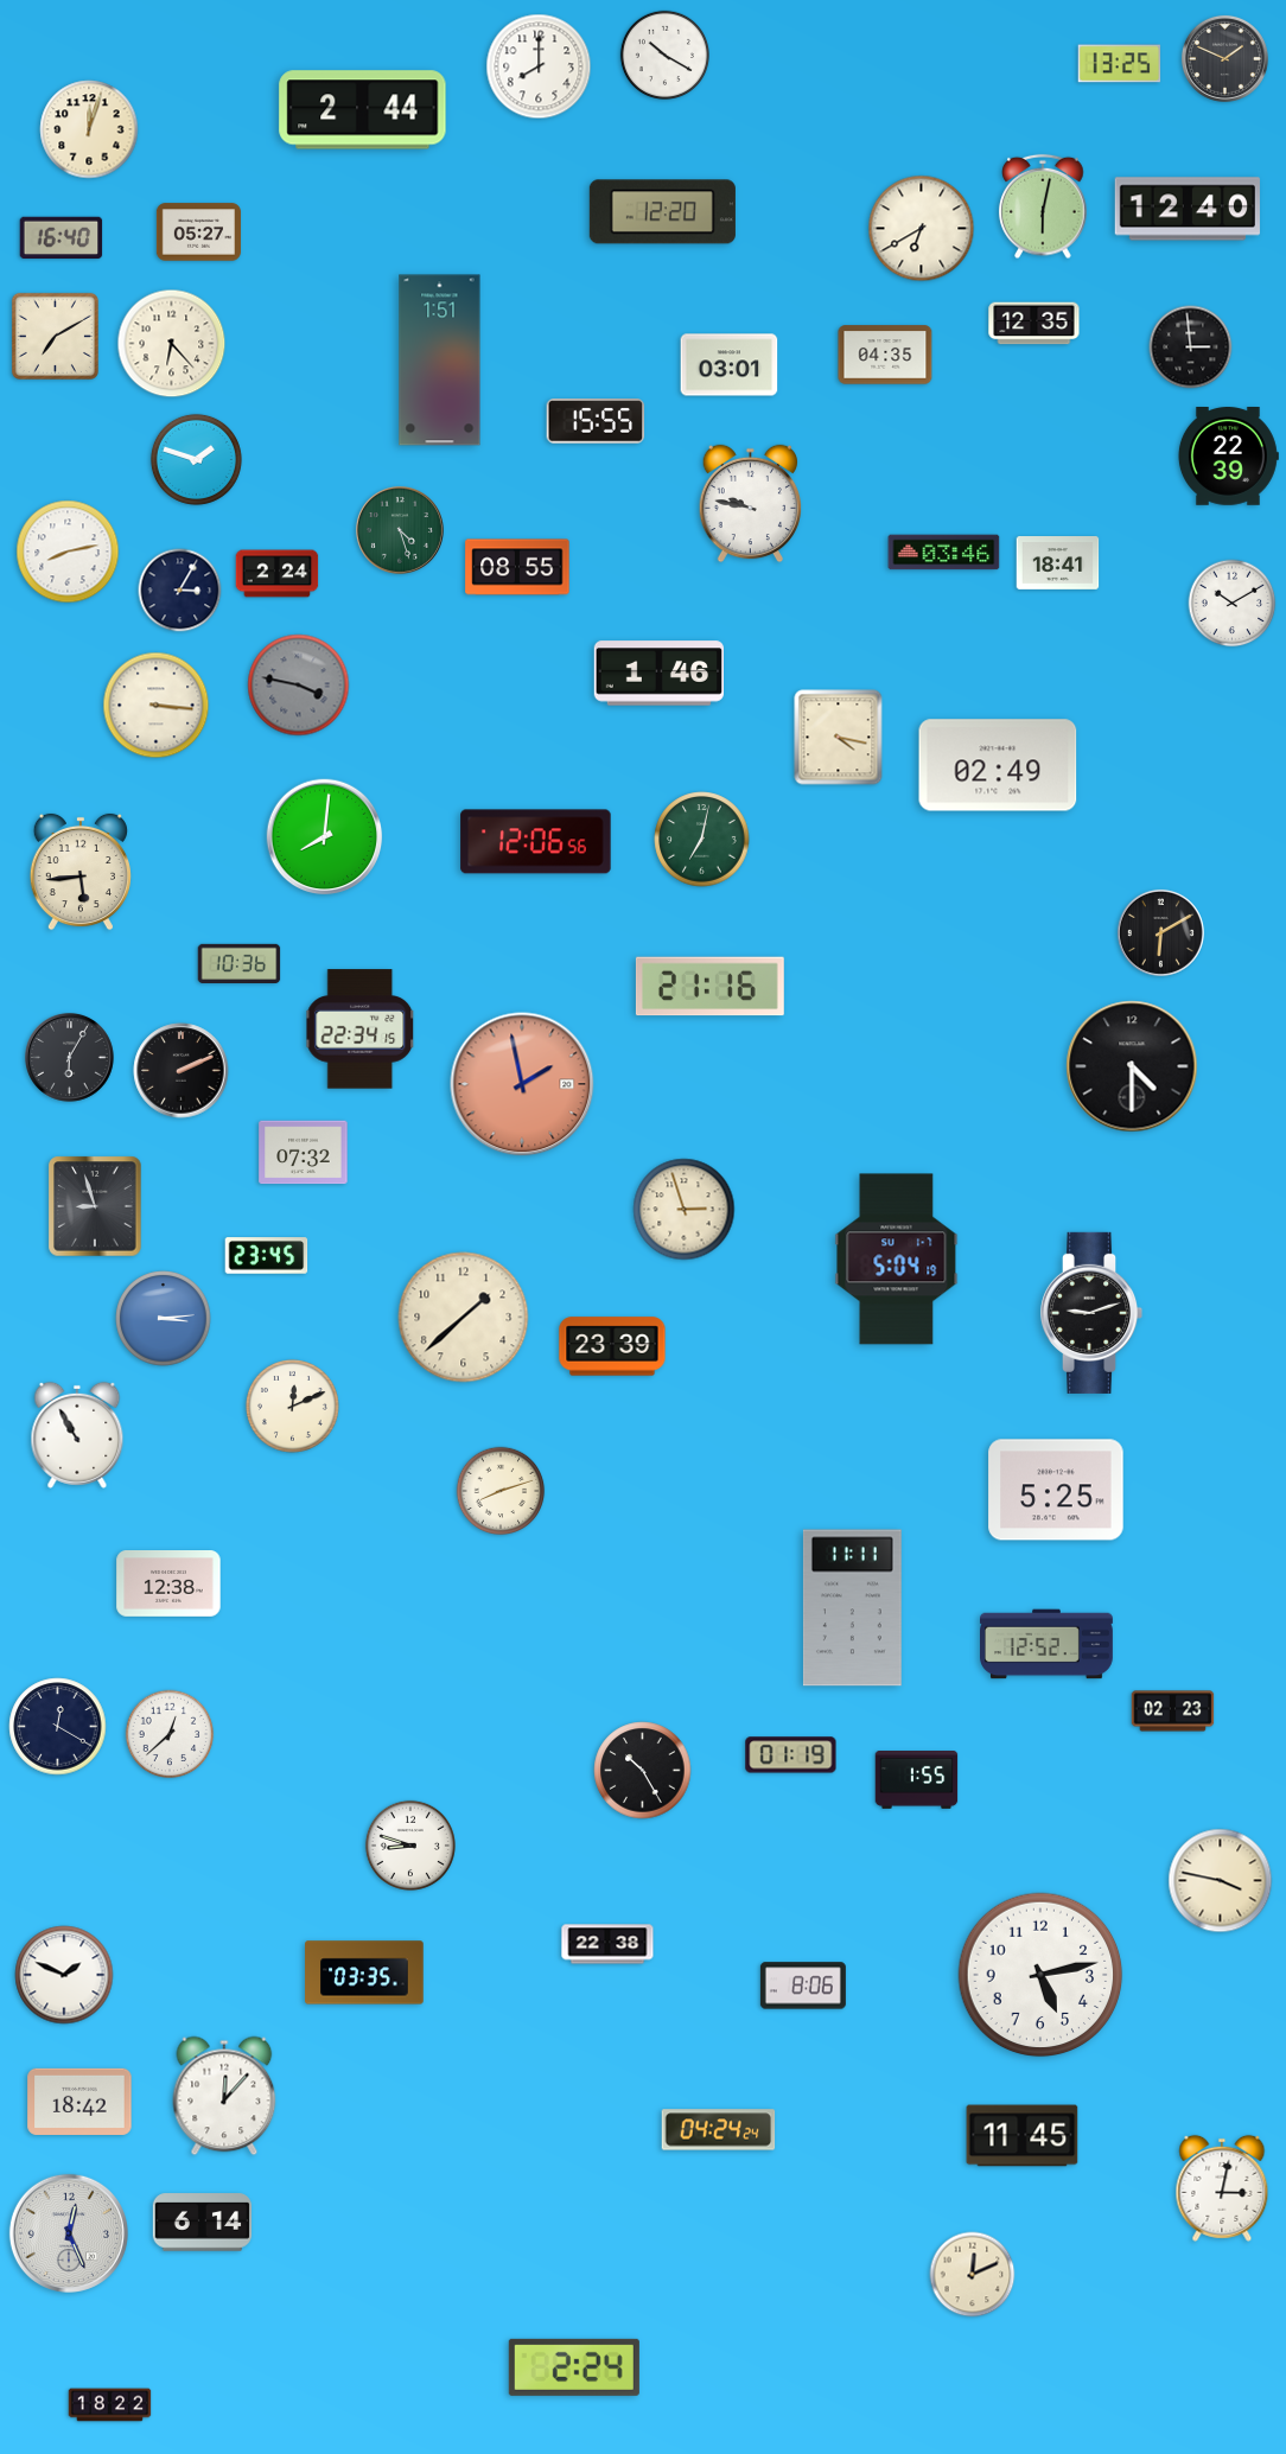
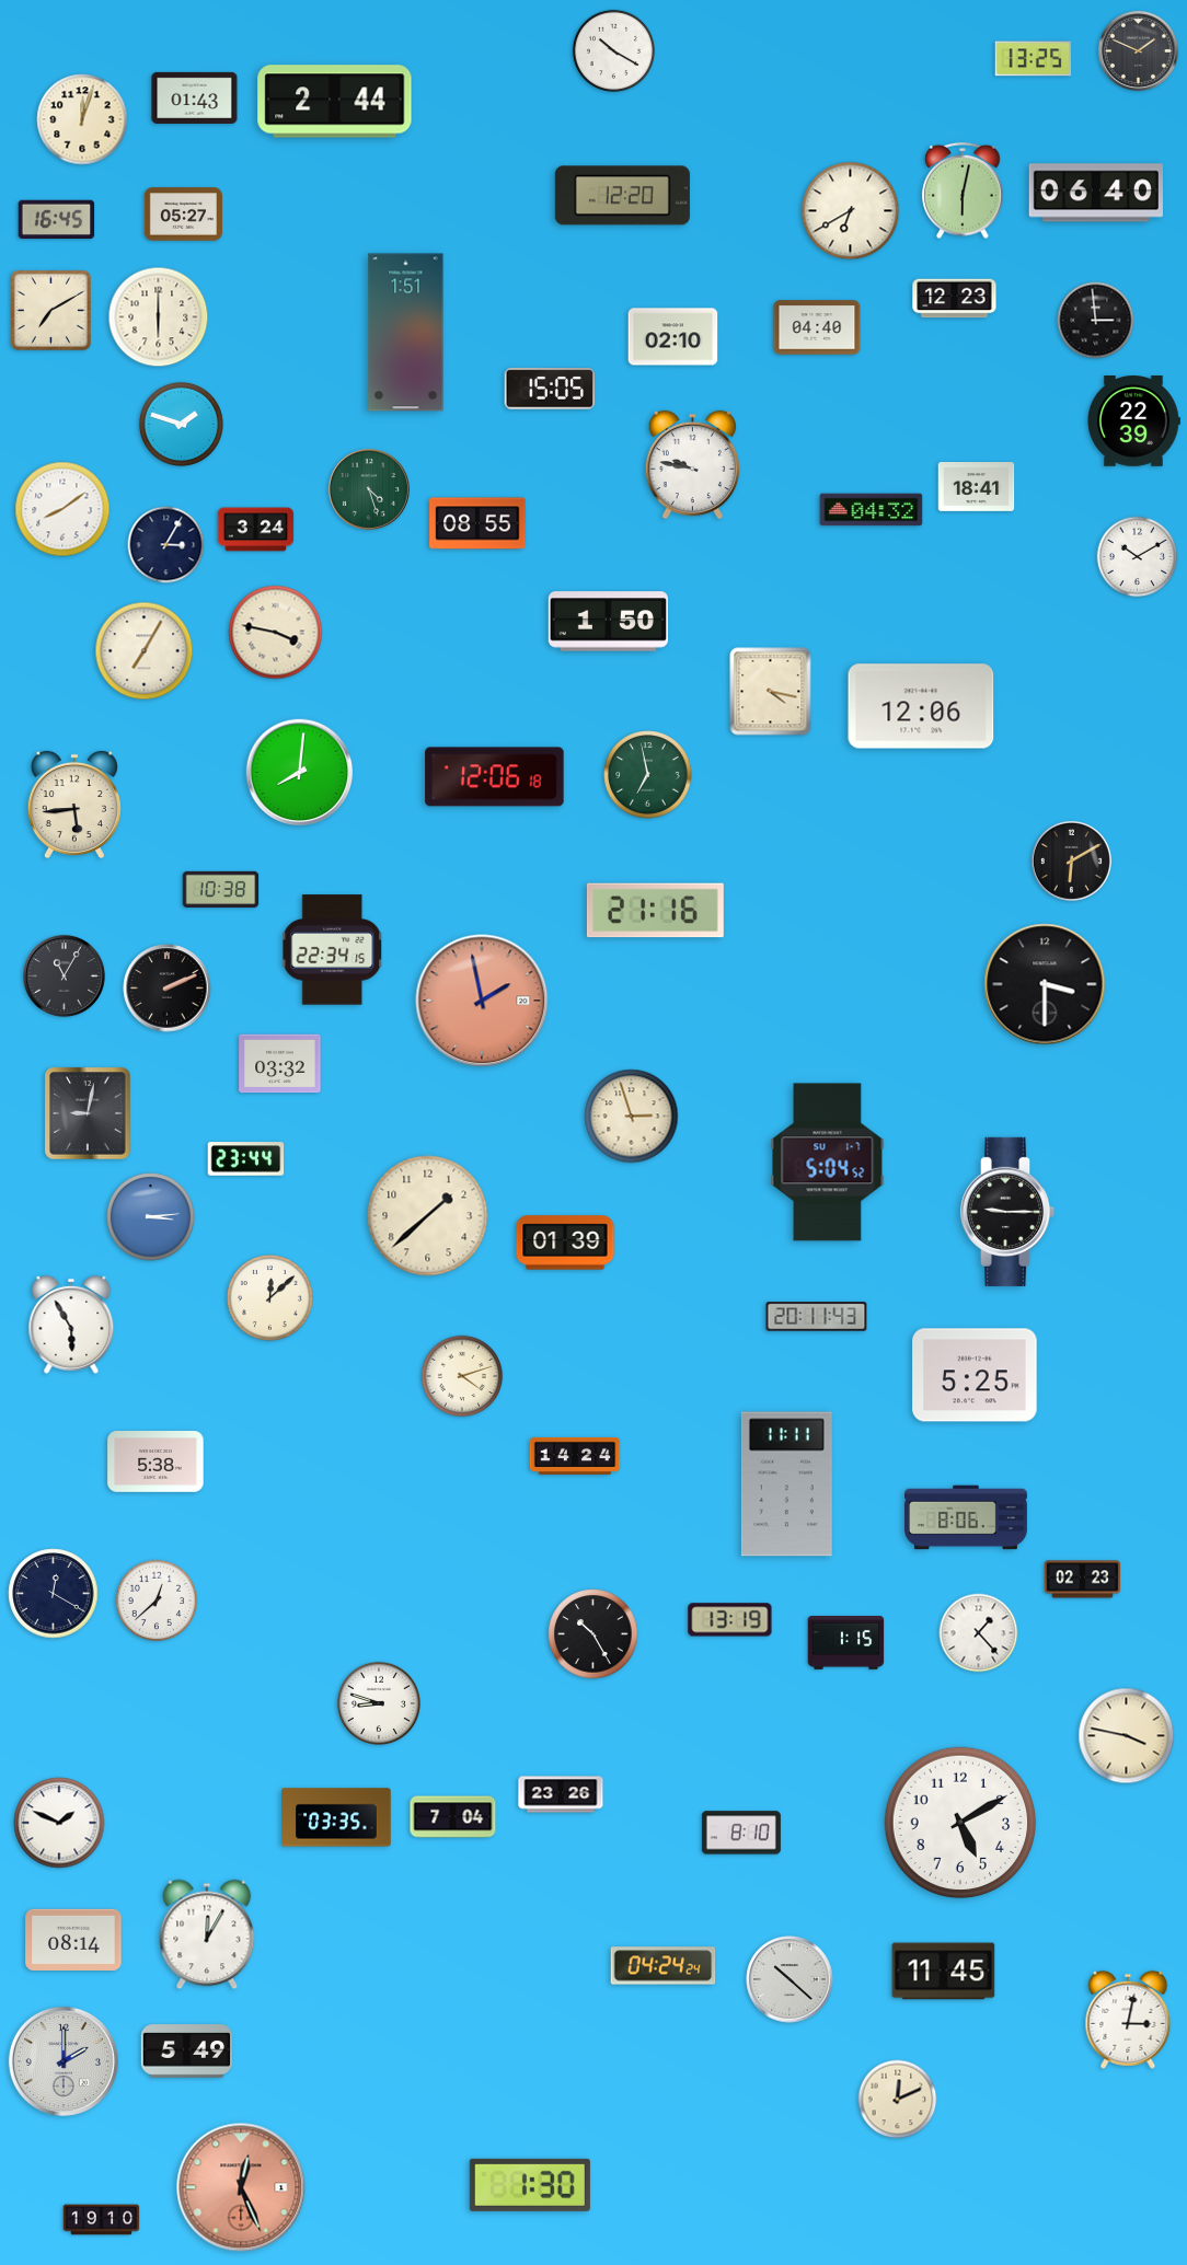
clock at (1224, 58) position: (1224, 58) -> (1138, 50)
clock at (539, 66): 8:00 -> none
clock at (195, 97): none -> 01:43
clock at (1186, 209): 12:40 -> 06:40
clock at (662, 212) position: (662, 212) -> (622, 196)
clock at (62, 238): 16:40 -> 16:45
clock at (1034, 324): 12:35 -> 12:23
clock at (172, 344): 6:23 -> 6:00
clock at (1191, 348) position: (1191, 348) -> (1096, 321)
clock at (885, 355): 04:35 -> 04:40
clock at (730, 365): 03:01 -> 02:10
clock at (596, 421): 15:55 -> 15:05
clock at (68, 552): 8:13 -> 8:09
clock at (944, 553): 03:46 -> 04:32
clock at (1058, 563) position: (1058, 563) -> (977, 487)
clock at (278, 574): 2:24 -> 3:24
clock at (658, 674): 1:46 -> 1:50
clock at (299, 686) dial: grey -> cream
clock at (157, 706): 3:16 -> 7:05
clock at (839, 738) position: (839, 738) -> (771, 692)
clock at (998, 765): 02:49 -> 12:06
clock at (702, 840): 7:02 -> 6:58
clock at (536, 842): 12:06:56 -> 12:06:18
clock at (240, 963): 10:36 -> 10:38
clock at (70, 1058): 6:05 -> 11:05
clock at (1132, 1066): 4:30 -> 3:30
clock at (304, 1153): 07:32 -> 03:32
clock at (95, 1206): 8:57 -> 9:02
clock at (267, 1256): 23:45 -> 23:44
clock at (897, 1260): 5:04:19 -> 5:04:52
clock at (1091, 1313): 9:12 -> 9:15
clock at (612, 1346): 23:39 -> 01:39
clock at (292, 1406): 12:11 -> 12:08
clock at (817, 1317): none -> 20:11
clock at (77, 1435): 10:55 -> 5:55
clock at (501, 1491): 8:12 -> 4:12
clock at (575, 1456): none -> 14:24
clock at (168, 1585): 12:38 -> 5:38
clock at (1048, 1644): 12:52 -> 8:06
clock at (791, 1755): 01:19 -> 13:19
clock at (979, 1633): none -> 1:23
clock at (917, 1780): 1:55 -> 1:15
clock at (607, 1944): 22:38 -> 23:26
clock at (453, 1817): none -> 7:04
clock at (364, 1972) position: (364, 1972) -> (336, 1817)
clock at (1040, 1975): 5:13 -> 5:10
clock at (803, 1985): 8:06 -> 8:10
clock at (224, 2096): 12:07 -> 12:05
clock at (79, 2102): 18:42 -> 08:14
clock at (790, 1979): none -> 10:22
clock at (203, 2223): 6:14 -> 5:49
clock at (69, 2233): 12:26 -> 2:00
clock at (574, 2367): 2:24 -> 1:30
clock at (241, 2187): none -> 12:26
clock at (110, 2405): 18:22 -> 19:10
